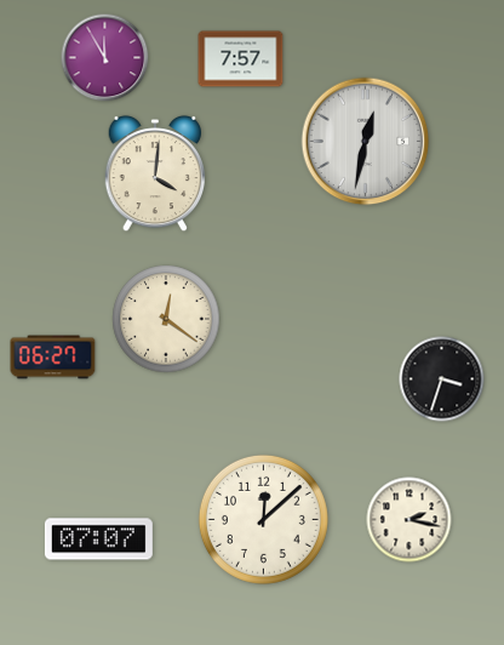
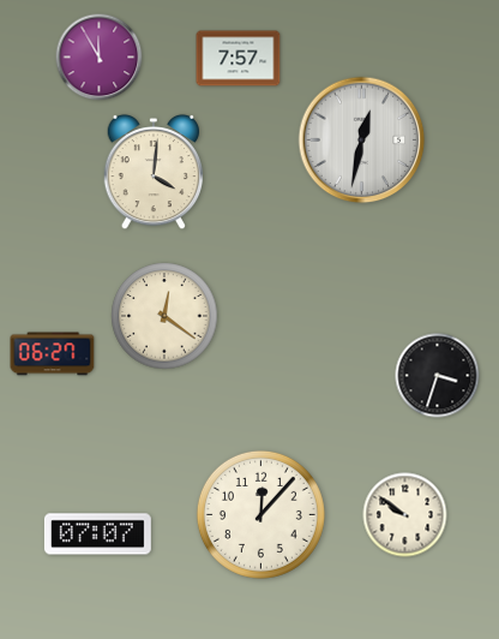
clock at (105, 58) position: (105, 58) -> (100, 58)
clock at (263, 519): 12:08 -> 12:07
clock at (409, 520): 2:17 -> 9:51
